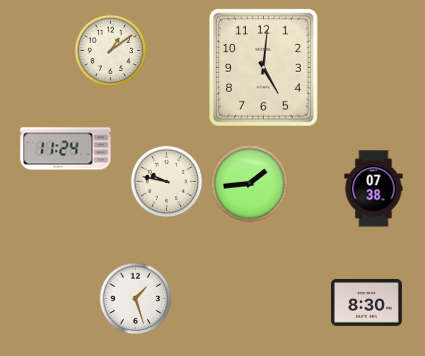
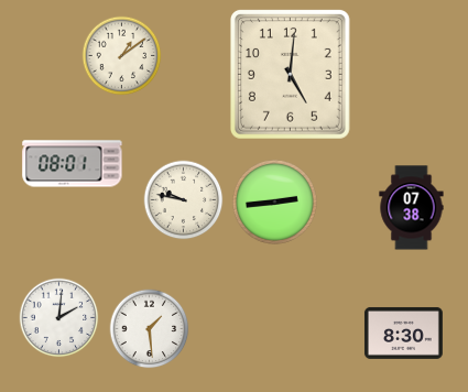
clock at (66, 149): 11:24 -> 08:01
clock at (249, 183): 1:44 -> 2:44
clock at (59, 318): none -> 2:01
clock at (136, 299): 1:27 -> 1:29
